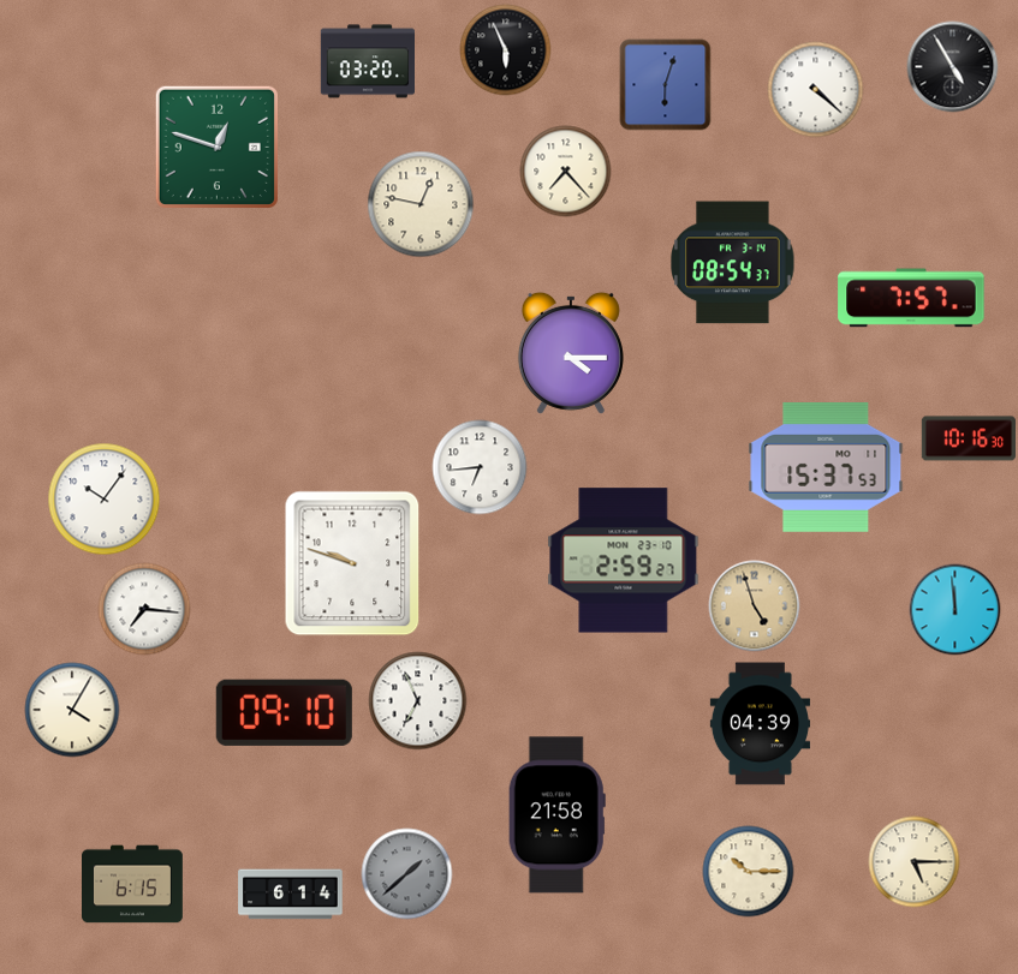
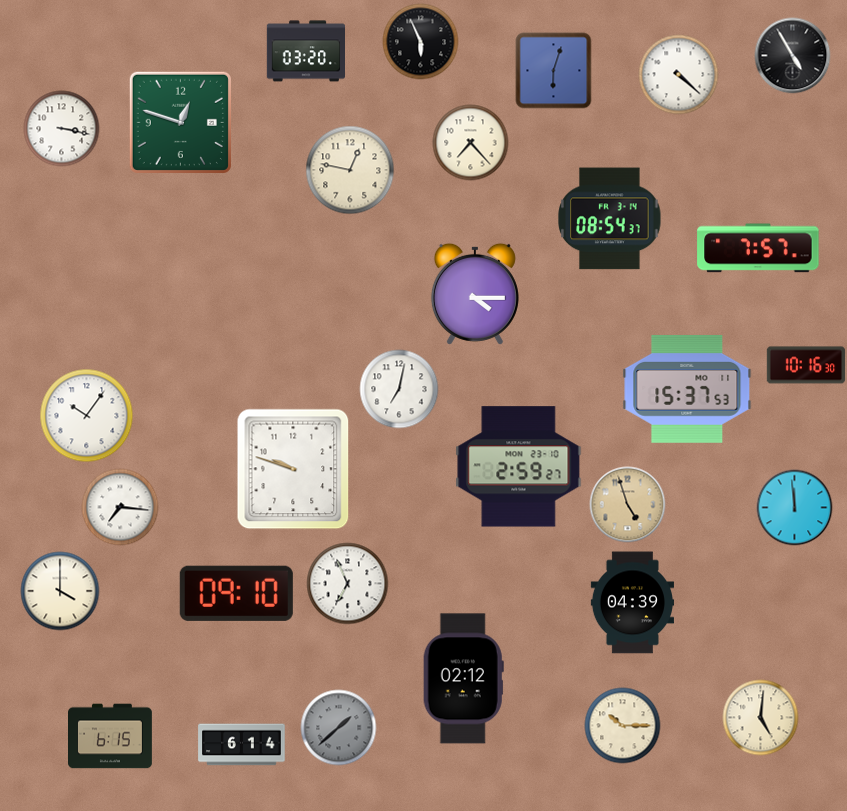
clock at (62, 129): none -> 3:17
clock at (480, 467): 6:44 -> 7:02
clock at (72, 710): 4:05 -> 4:00
clock at (556, 815): 21:58 -> 02:12
clock at (915, 862): 5:15 -> 5:01
